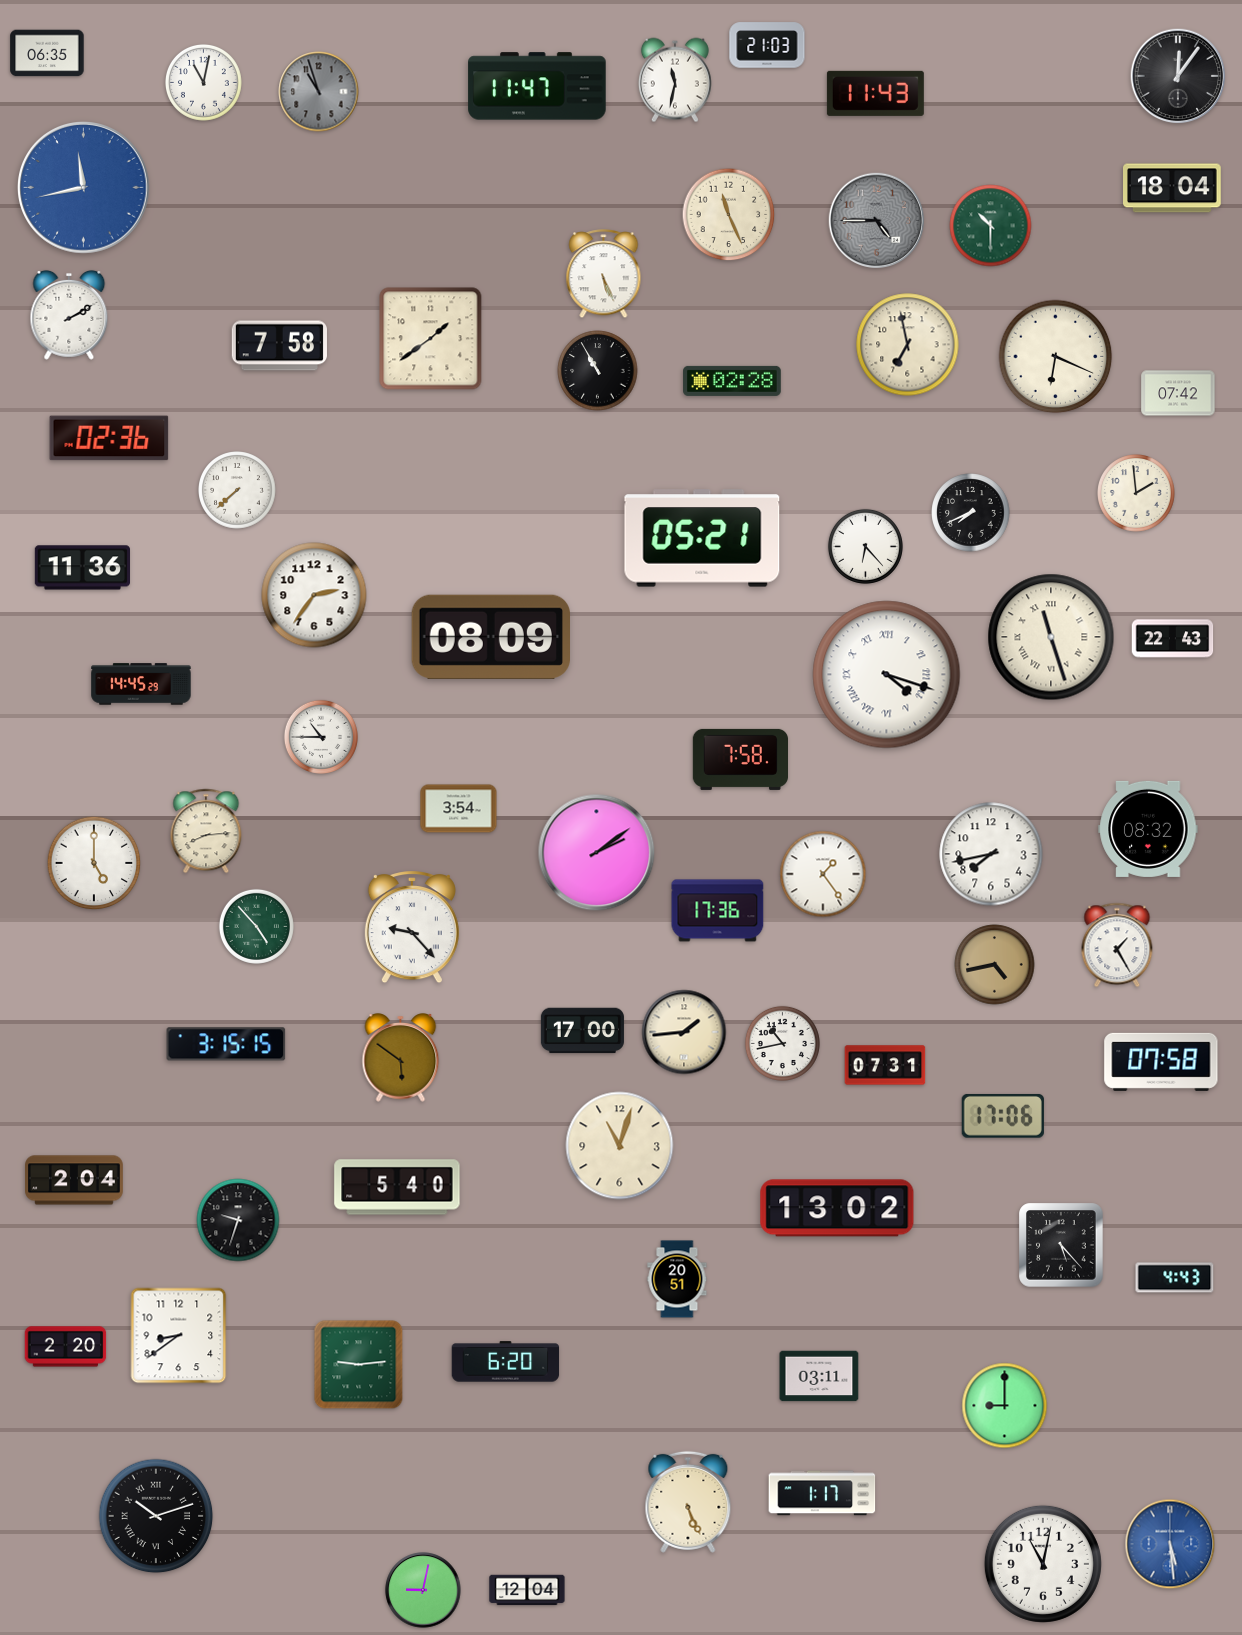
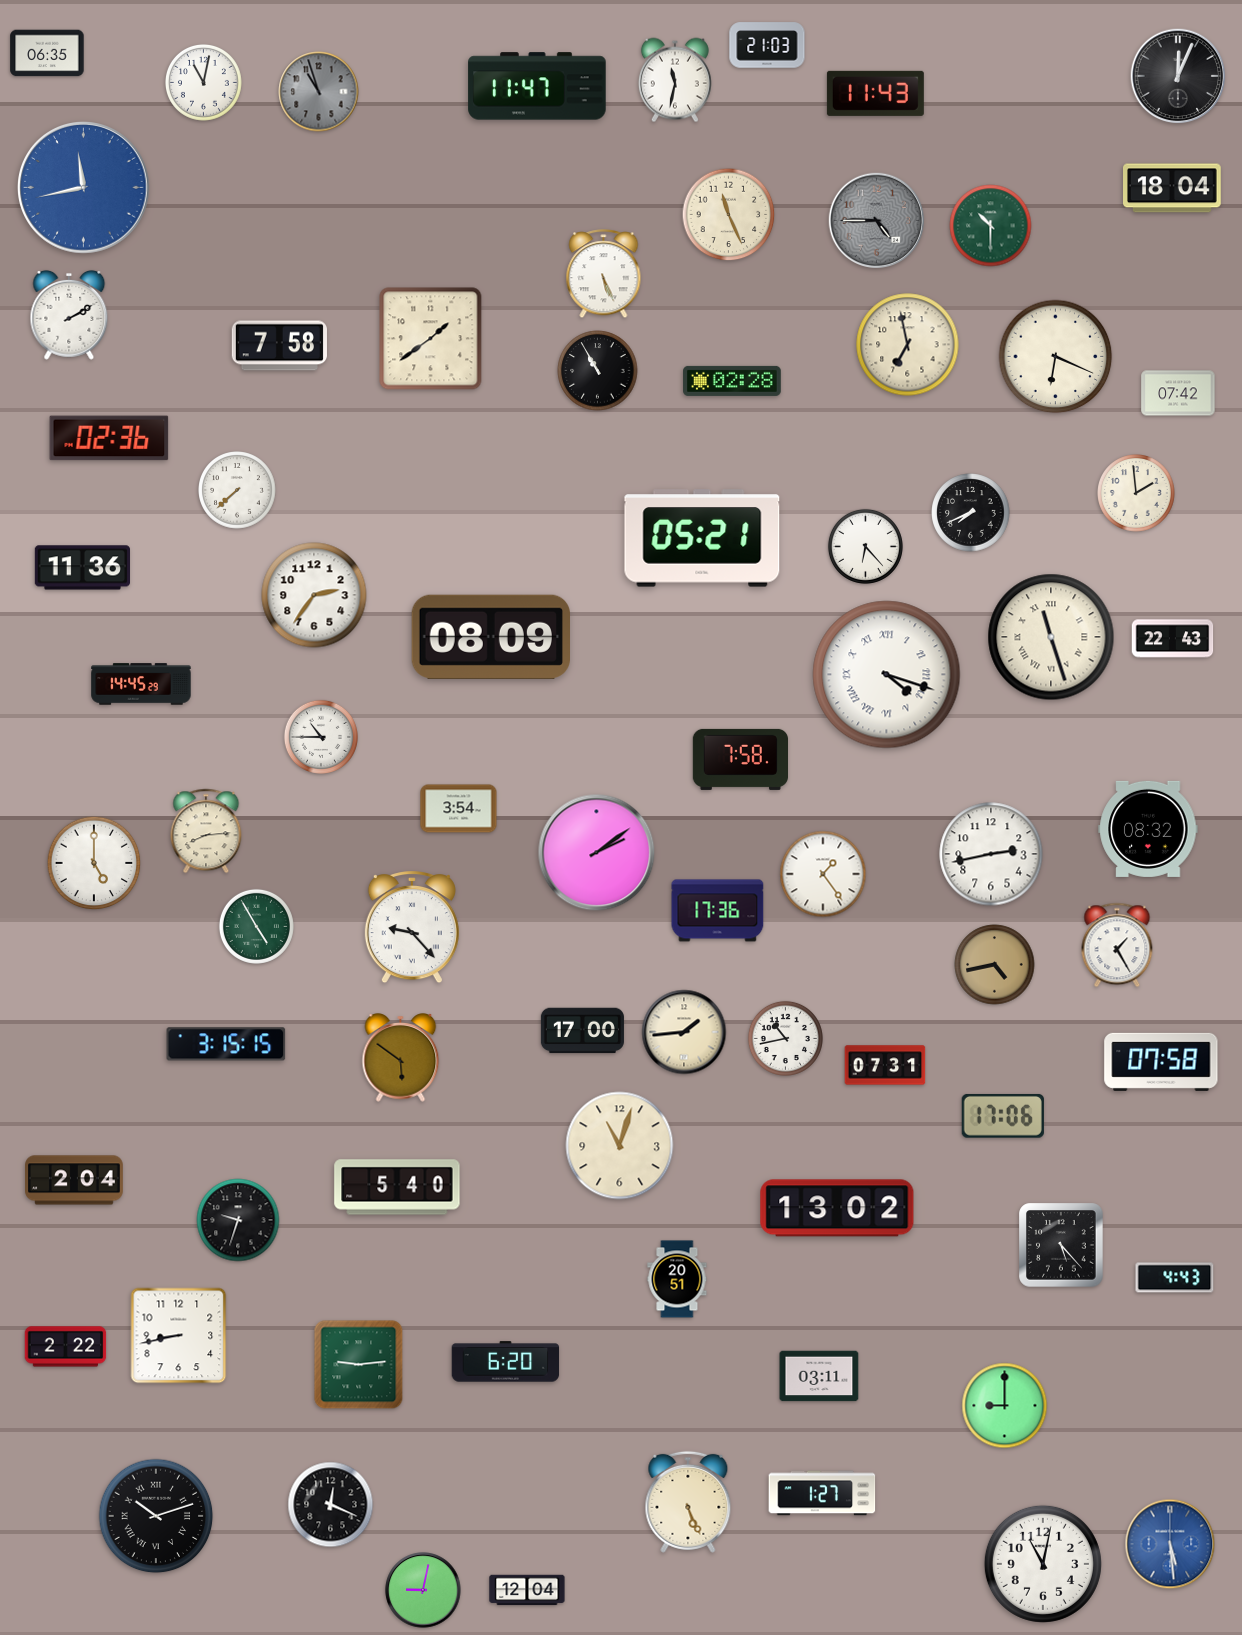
clock at (1178, 76): 12:06 -> 12:04
clock at (991, 854): 7:43 -> 2:43
clock at (256, 926): 4:53 -> 4:55
clock at (782, 1043) position: (782, 1043) -> (785, 1038)
clock at (179, 1336): 8:39 -> 8:43
clock at (66, 1347): 2:20 -> 2:22
clock at (822, 1493): 1:17 -> 1:27
clock at (331, 1505): none -> 12:19
